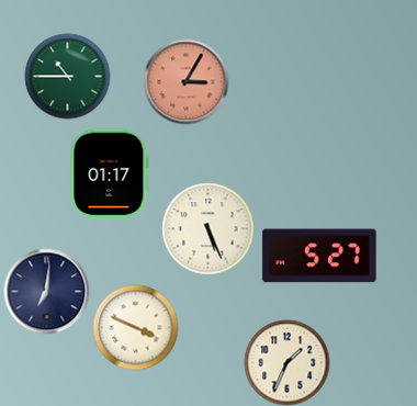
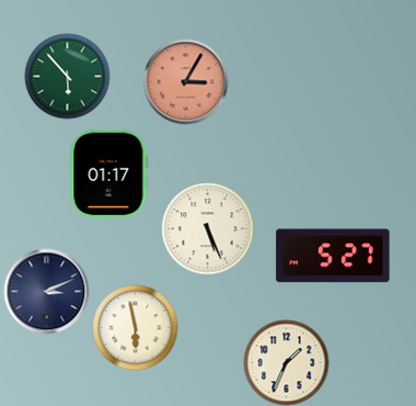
clock at (67, 76): 10:45 -> 5:53
clock at (319, 256) position: (319, 256) -> (333, 256)
clock at (46, 291): 7:01 -> 3:11
clock at (135, 327): 3:49 -> 5:58
